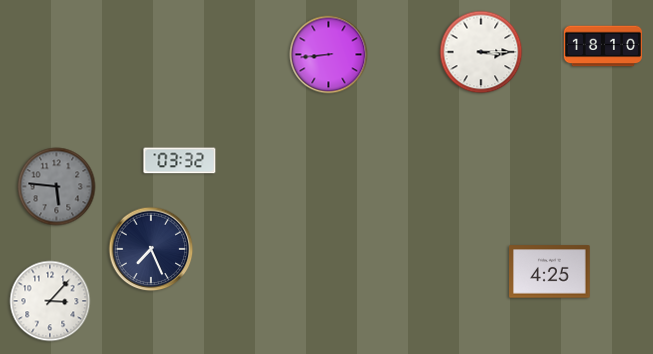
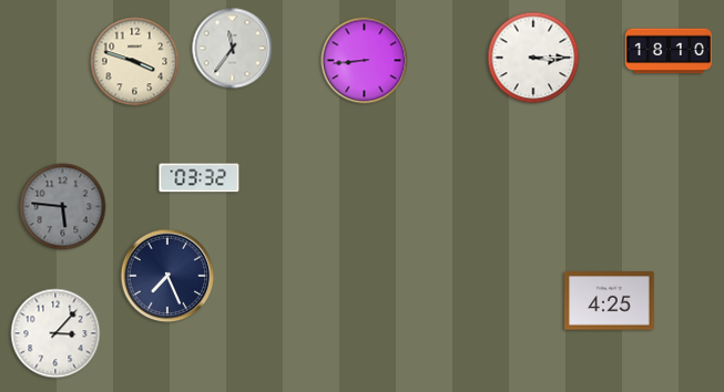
clock at (233, 49): none -> 11:36
clock at (135, 62): none -> 3:48
